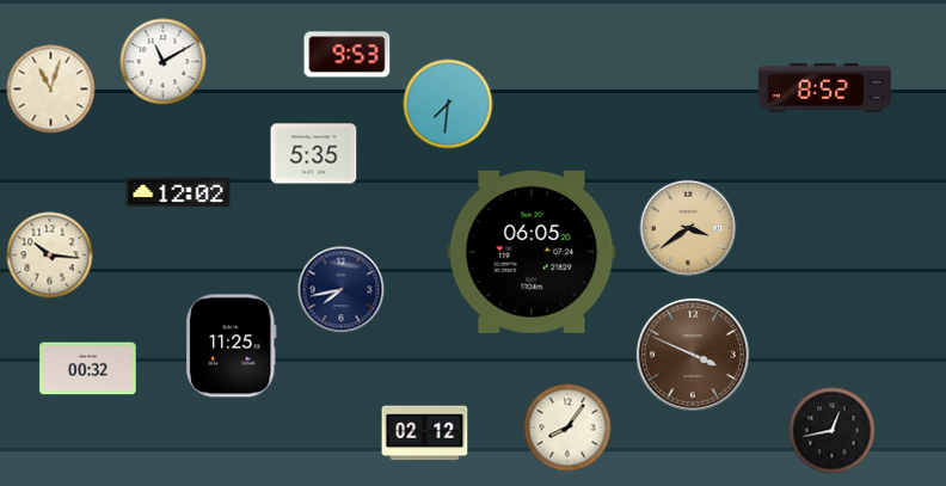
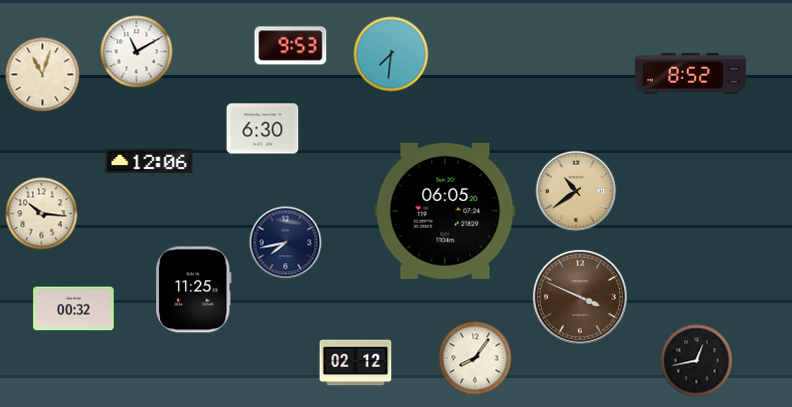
clock at (448, 104) position: (448, 104) -> (391, 54)
clock at (314, 154): 5:35 -> 6:30
clock at (178, 192): 12:02 -> 12:06
clock at (688, 228): 3:39 -> 10:39
